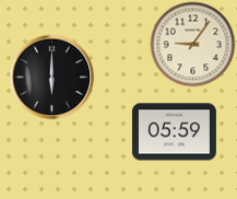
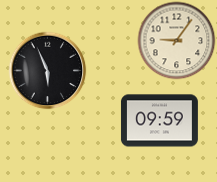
clock at (51, 77): 6:00 -> 5:56
clock at (174, 132): 05:59 -> 09:59
